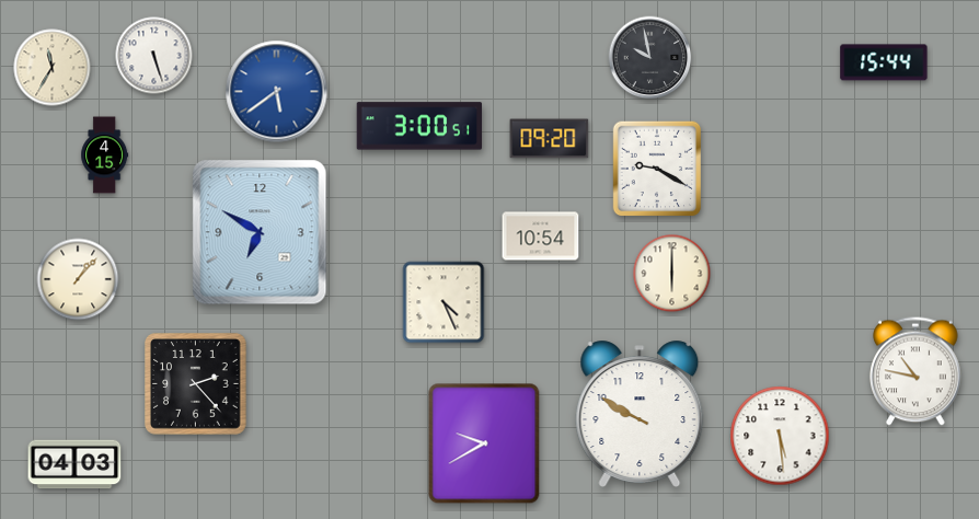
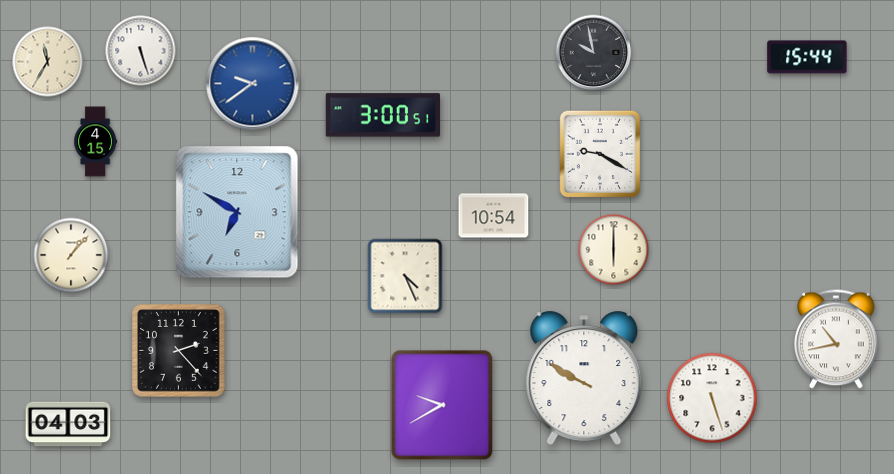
clock at (277, 92): 5:39 -> 9:39
clock at (550, 139): 09:20 -> none
clock at (915, 371): 10:47 -> 10:43
clock at (780, 436): 5:29 -> 5:27
